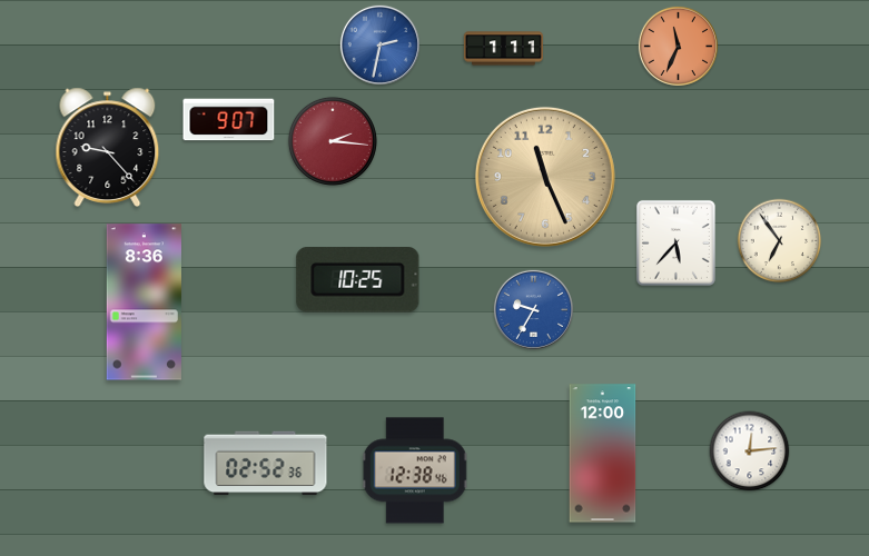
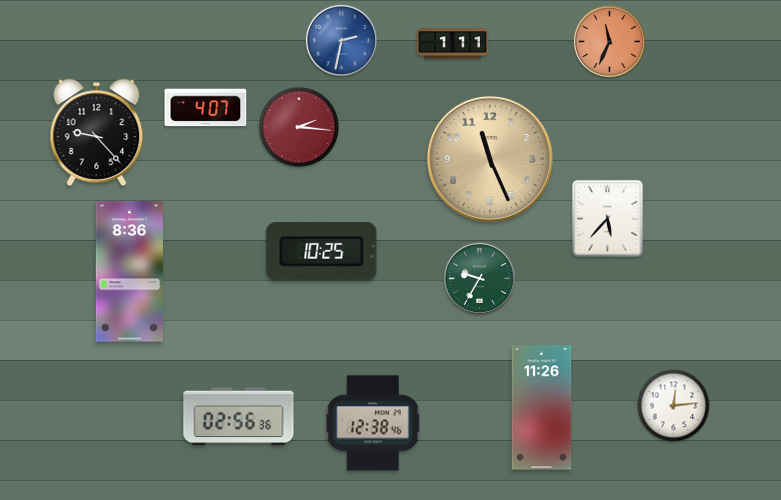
clock at (229, 120): 9:07 -> 4:07
clock at (780, 241): 6:54 -> none
clock at (533, 309) dial: blue -> green
clock at (603, 454): 12:00 -> 11:26
clock at (266, 464): 02:52 -> 02:56
